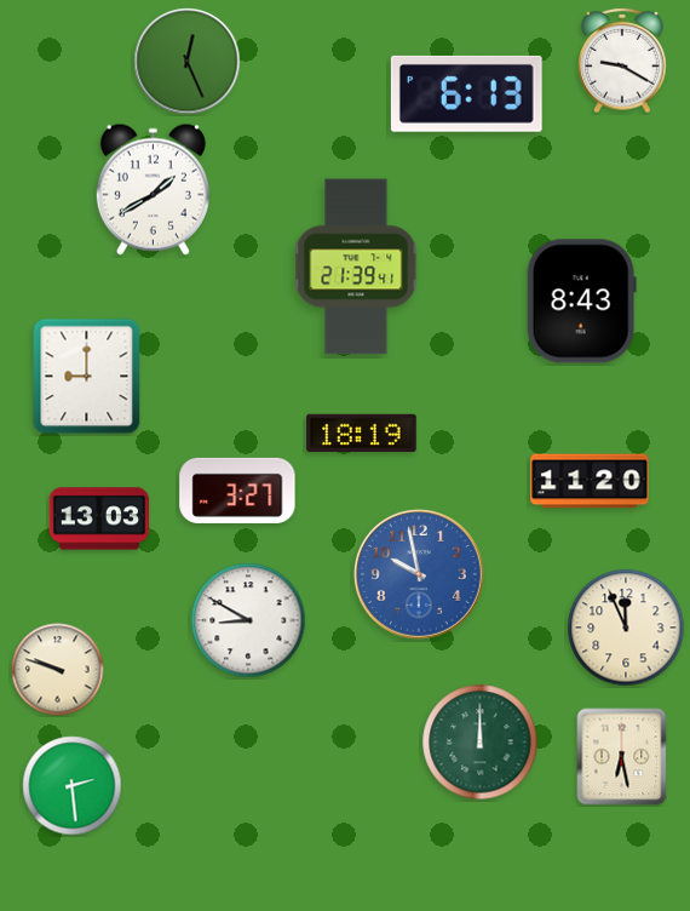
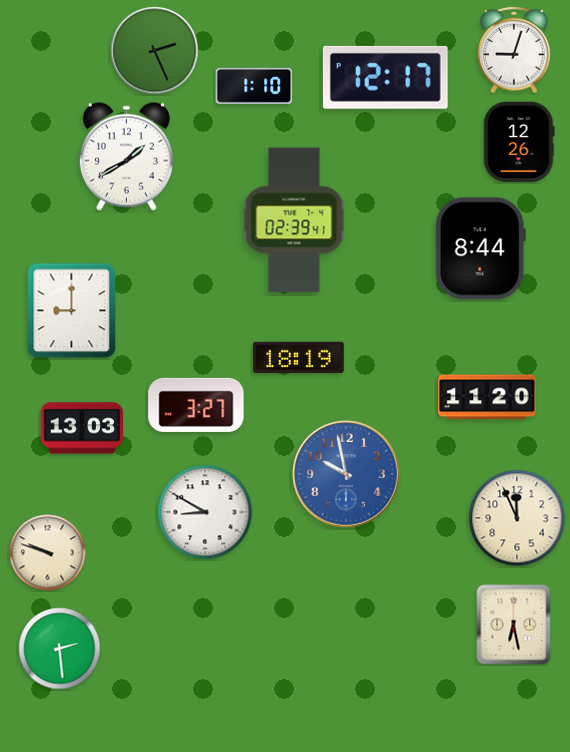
clock at (622, 61): 9:20 -> 9:03
clock at (188, 62): 12:26 -> 2:26
clock at (466, 93): 6:13 -> 12:17
clock at (254, 86): none -> 1:10
clock at (519, 142): none -> 12:26
clock at (356, 267): 21:39 -> 02:39
clock at (581, 302): 8:43 -> 8:44
clock at (481, 743): 12:00 -> none
